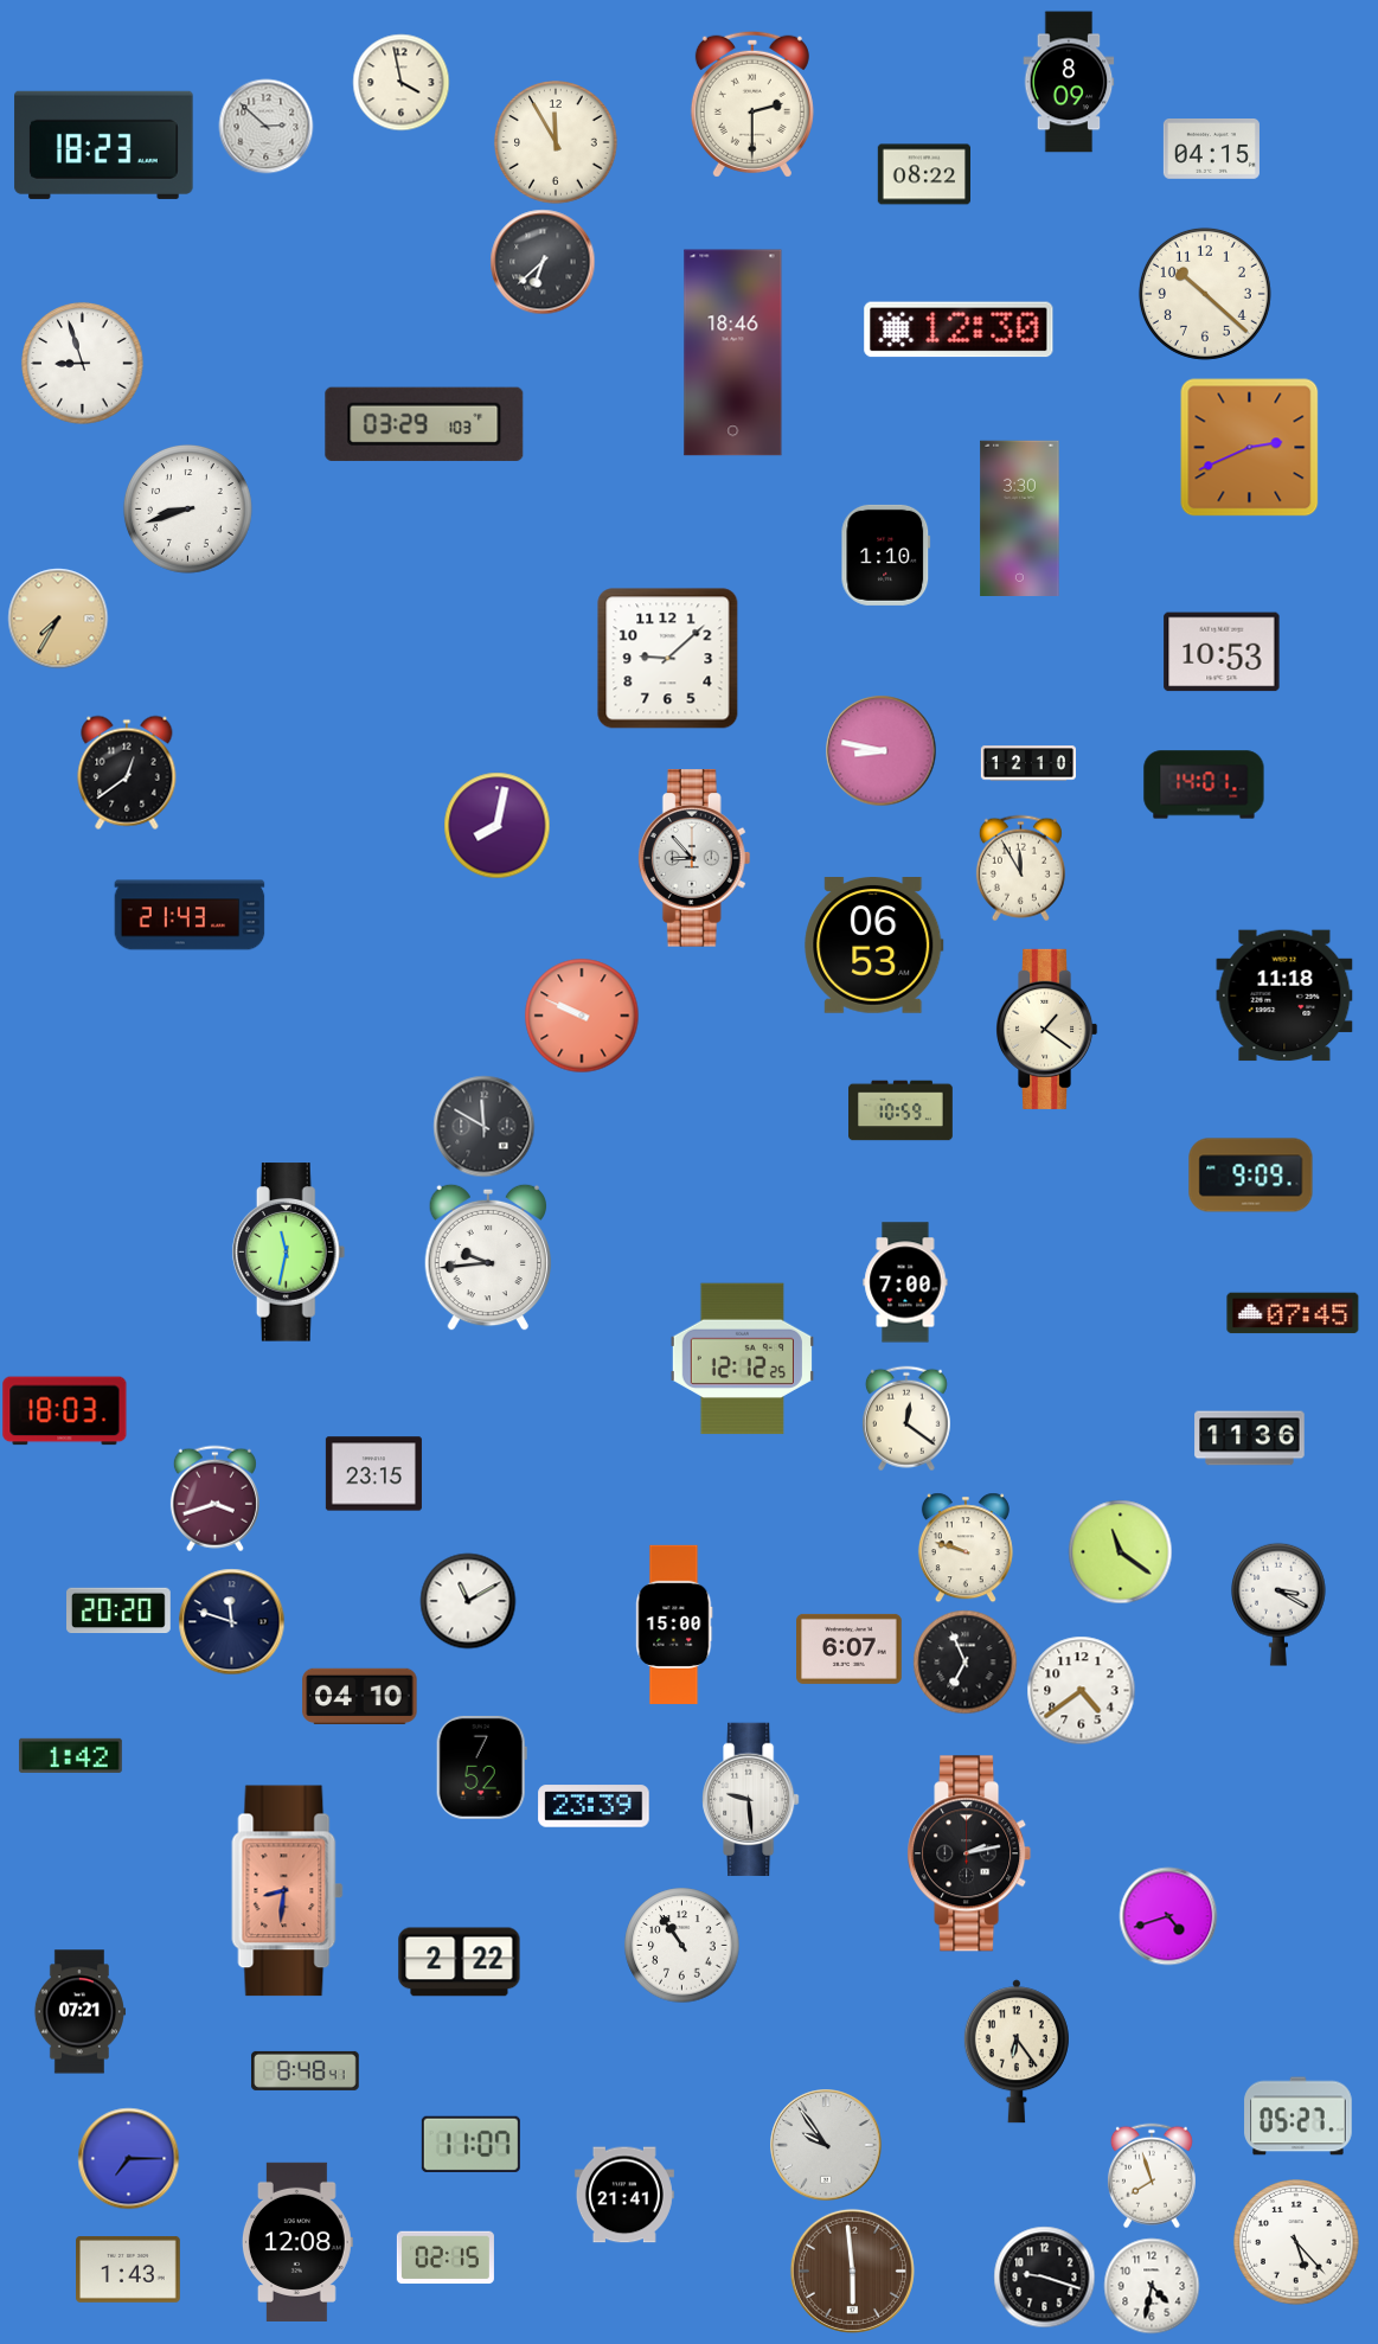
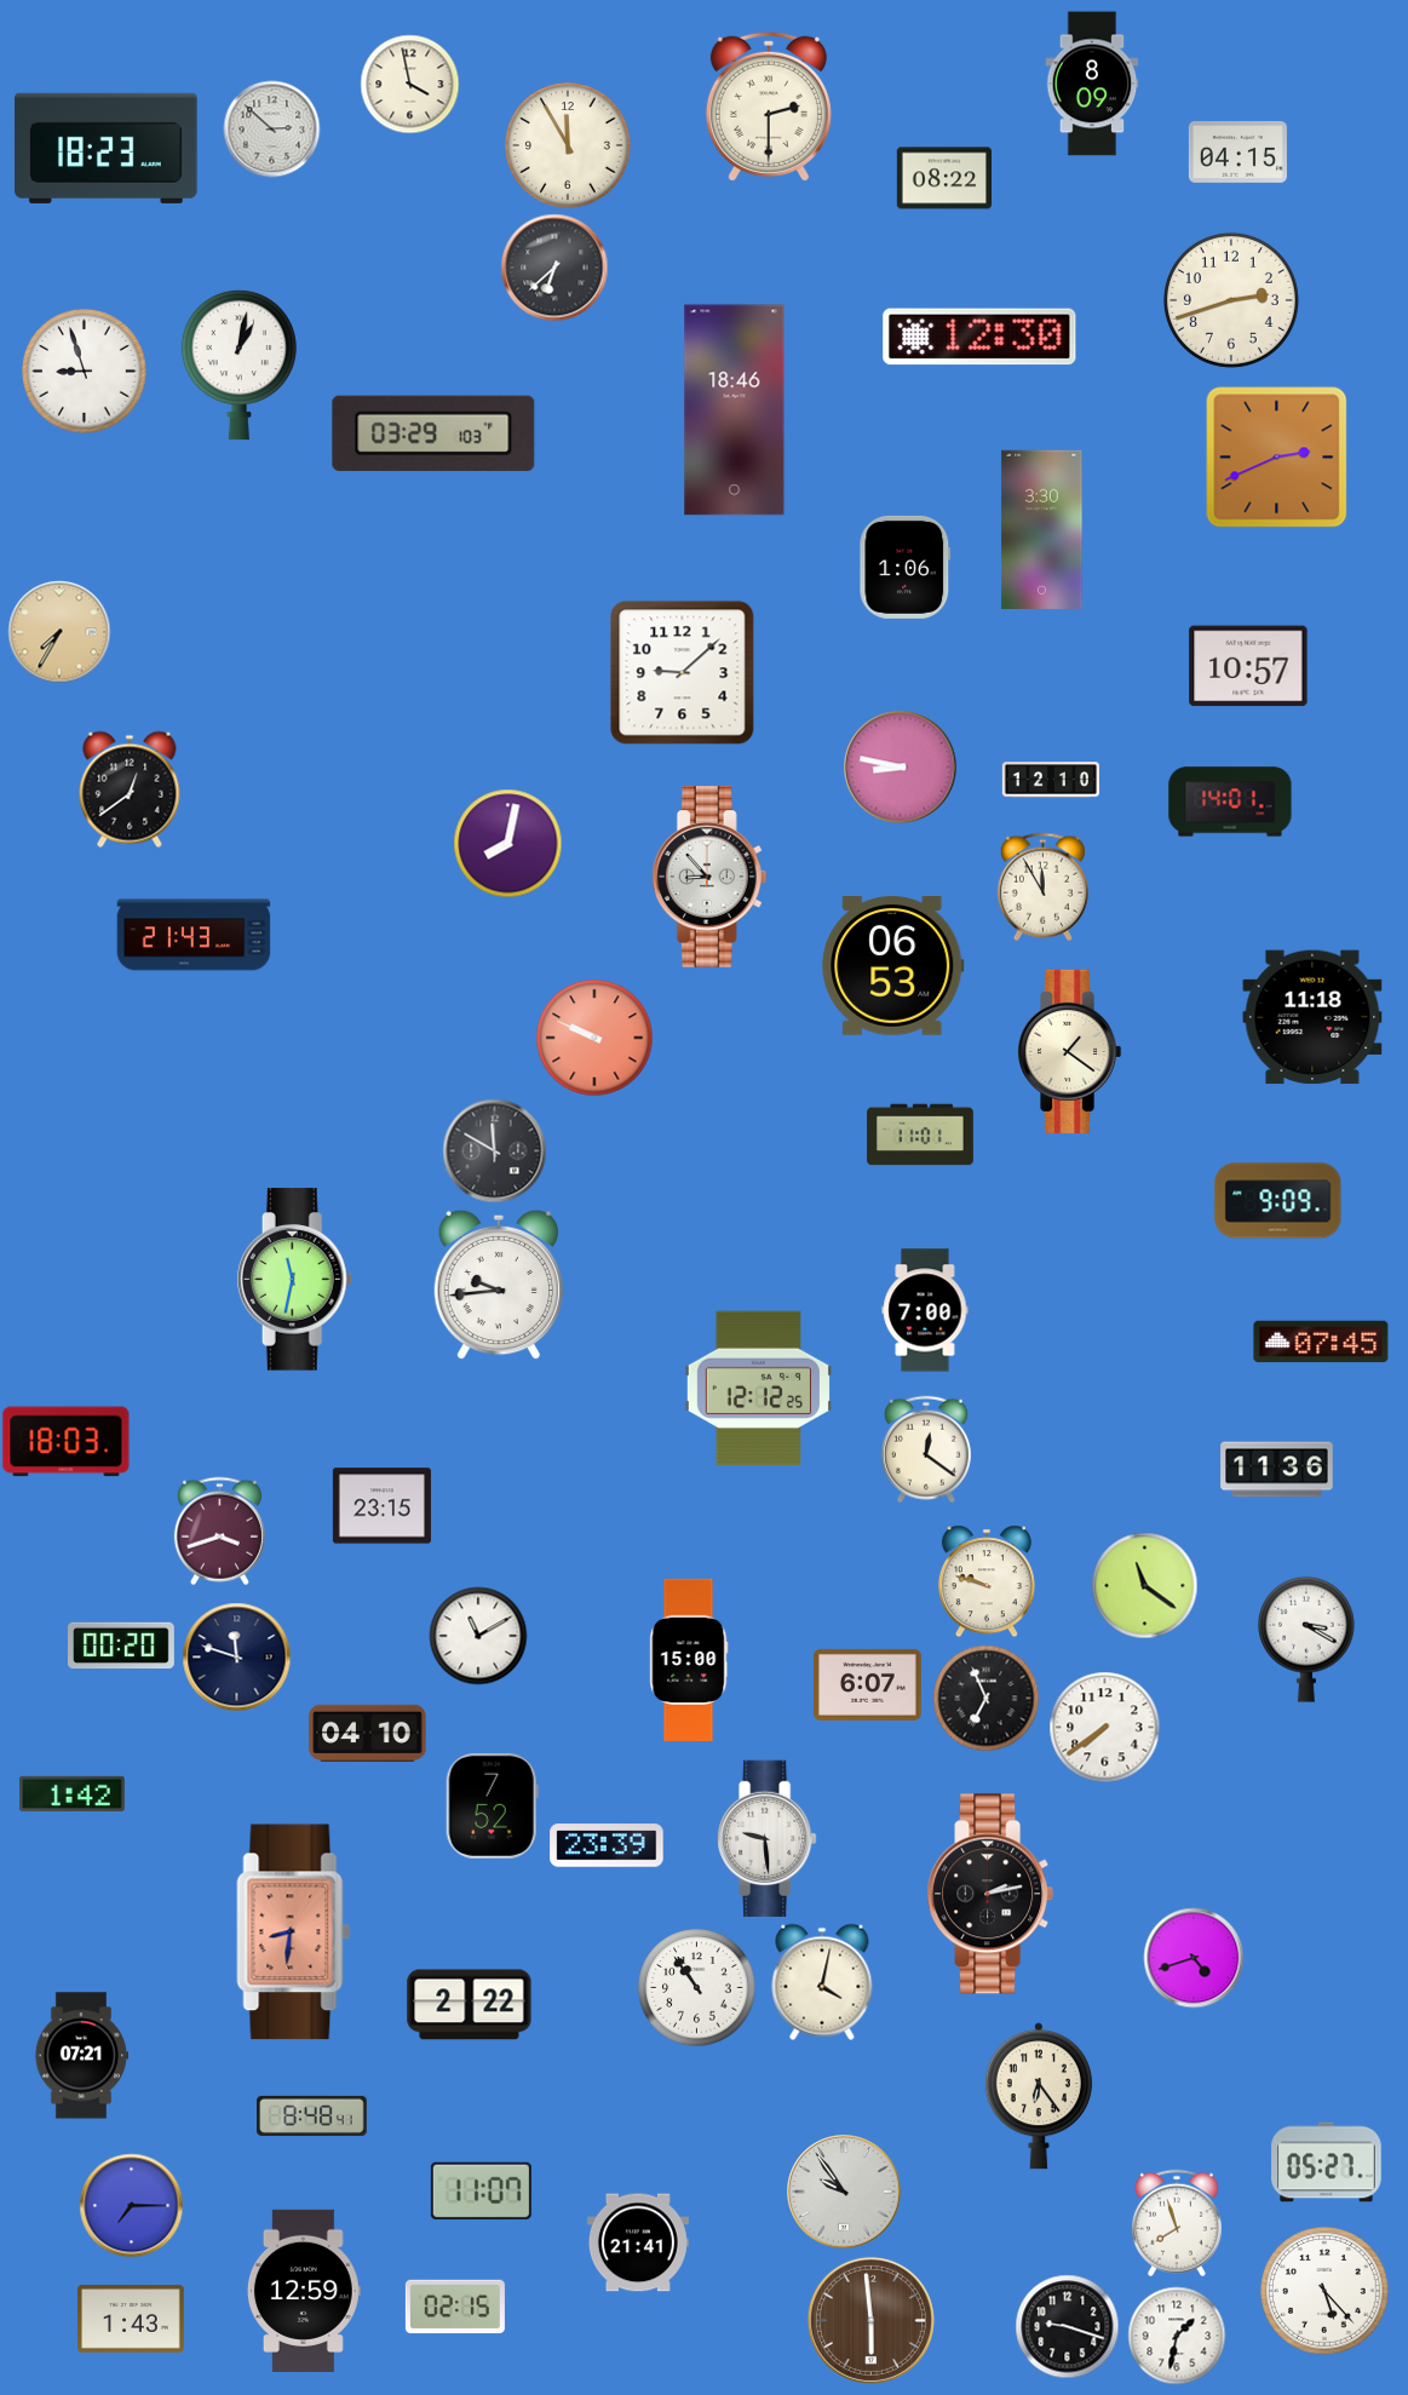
clock at (1205, 294): 10:22 -> 2:42
clock at (733, 353) position: (733, 353) -> (735, 410)
clock at (239, 364): none -> 1:02
clock at (187, 508): 8:42 -> none
clock at (886, 555): 1:10 -> 1:06
clock at (1222, 652): 10:53 -> 10:57
clock at (900, 1110): 10:59 -> 11:01
clock at (120, 1610): 20:20 -> 00:20
clock at (1081, 1690): 4:39 -> 7:39
clock at (822, 1982): none -> 4:02
clock at (297, 2242): 12:08 -> 12:59
clock at (1152, 2286): 4:32 -> 1:32
